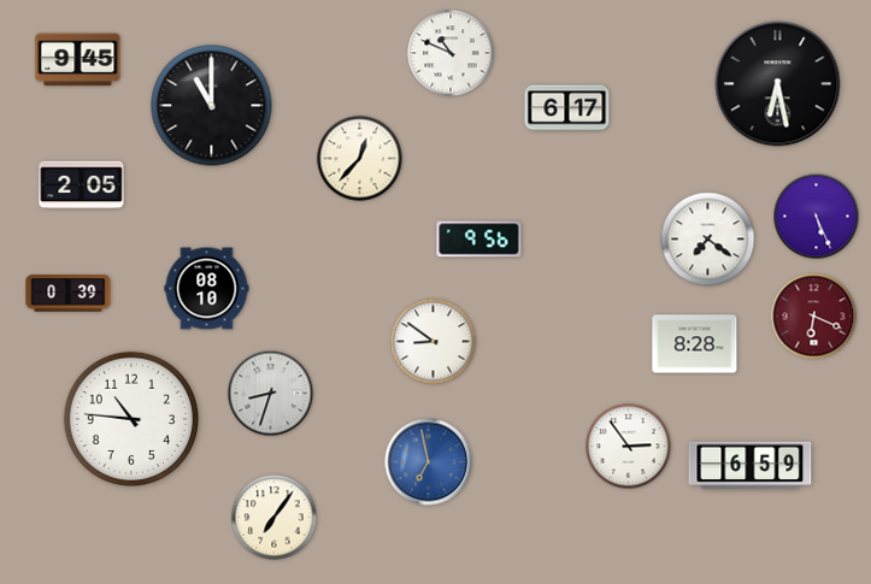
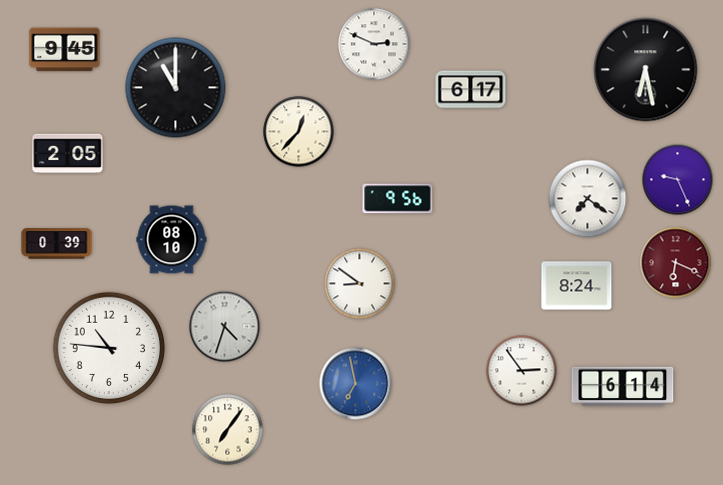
clock at (451, 53): 10:49 -> 2:49
clock at (817, 217): 5:26 -> 9:26
clock at (695, 344): 8:28 -> 8:24
clock at (271, 394): 8:33 -> 4:33
clock at (751, 466): 6:59 -> 6:14
